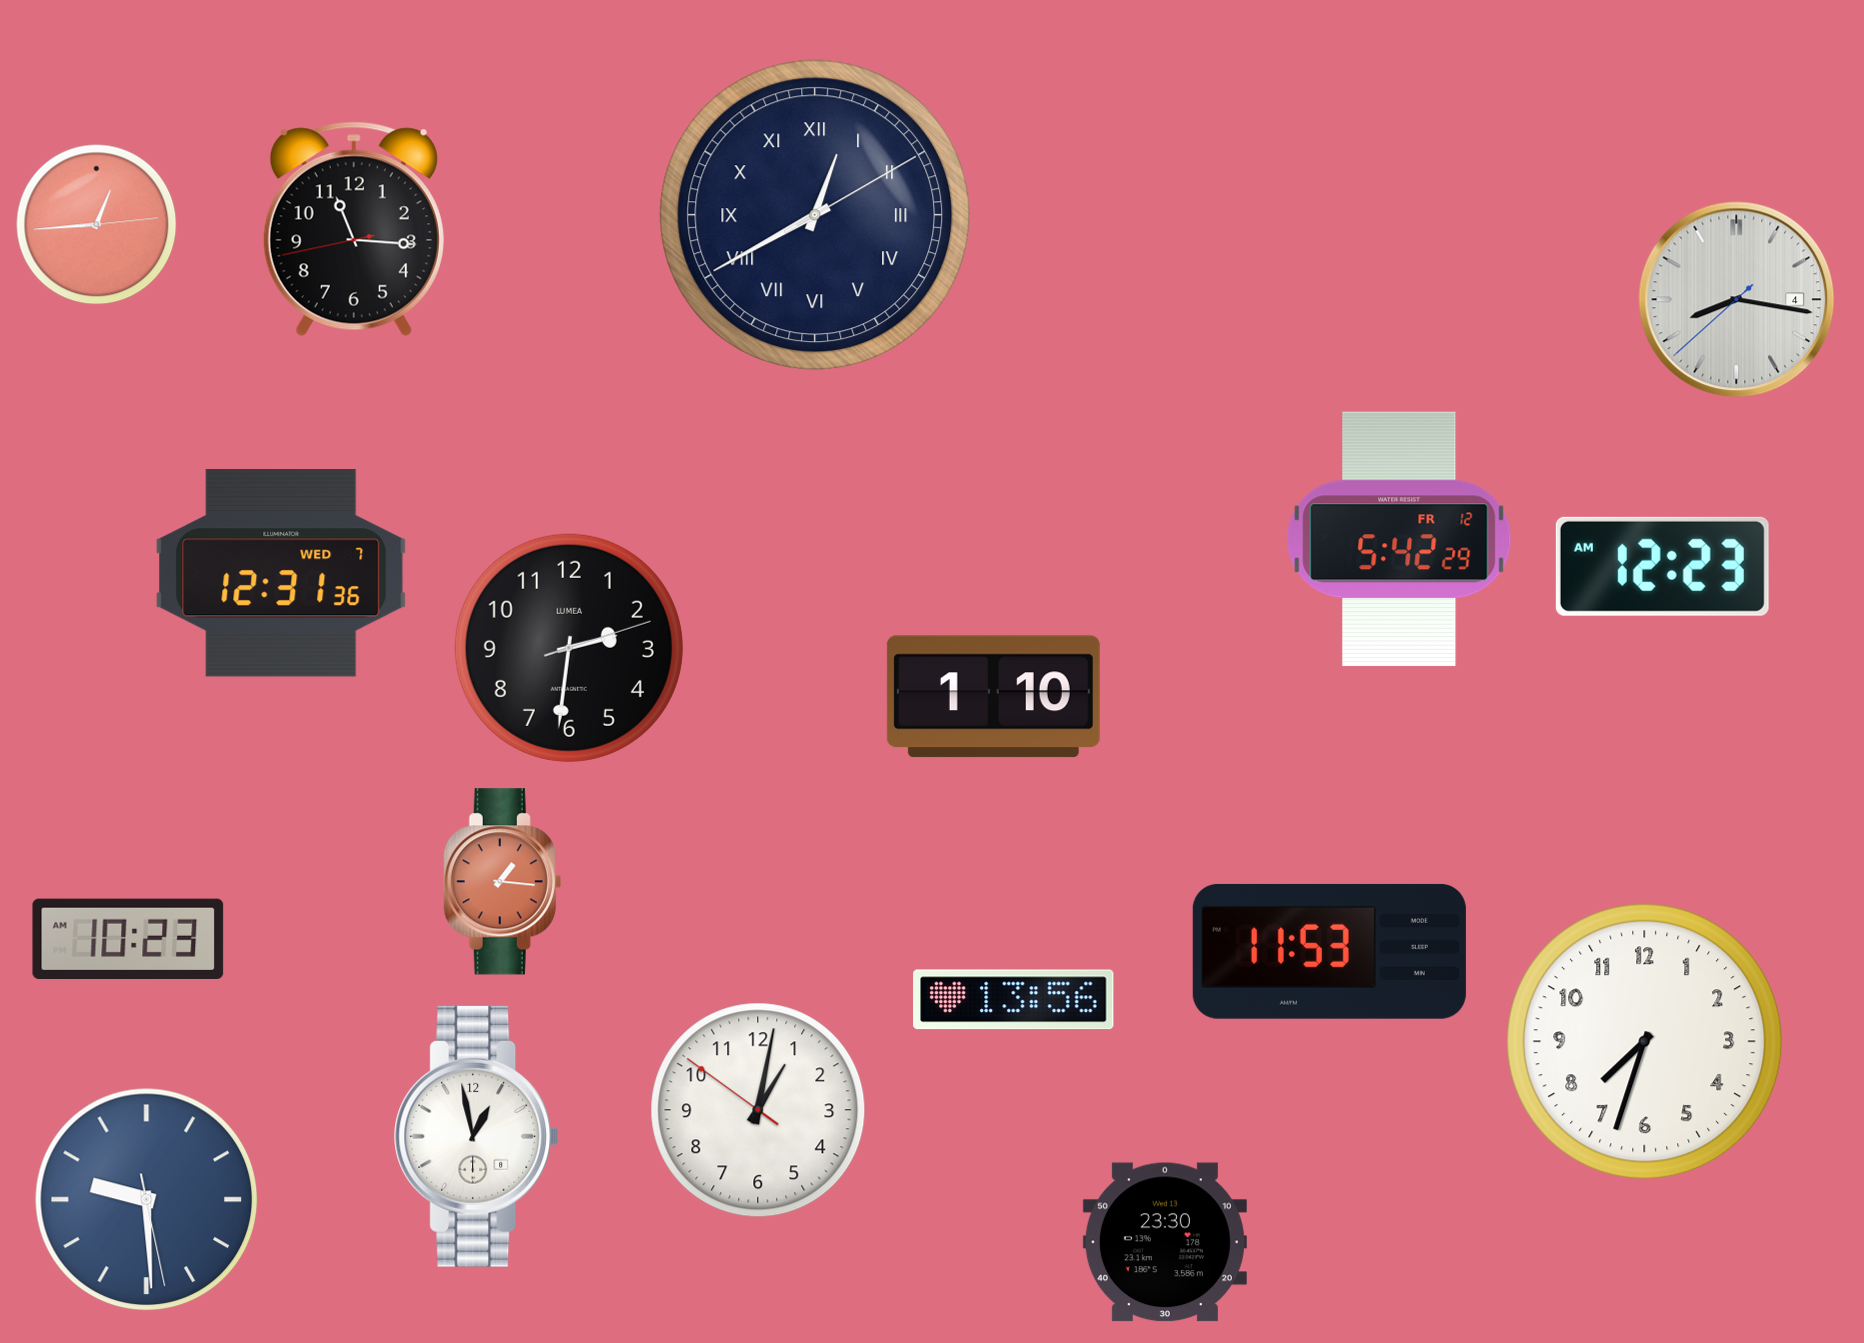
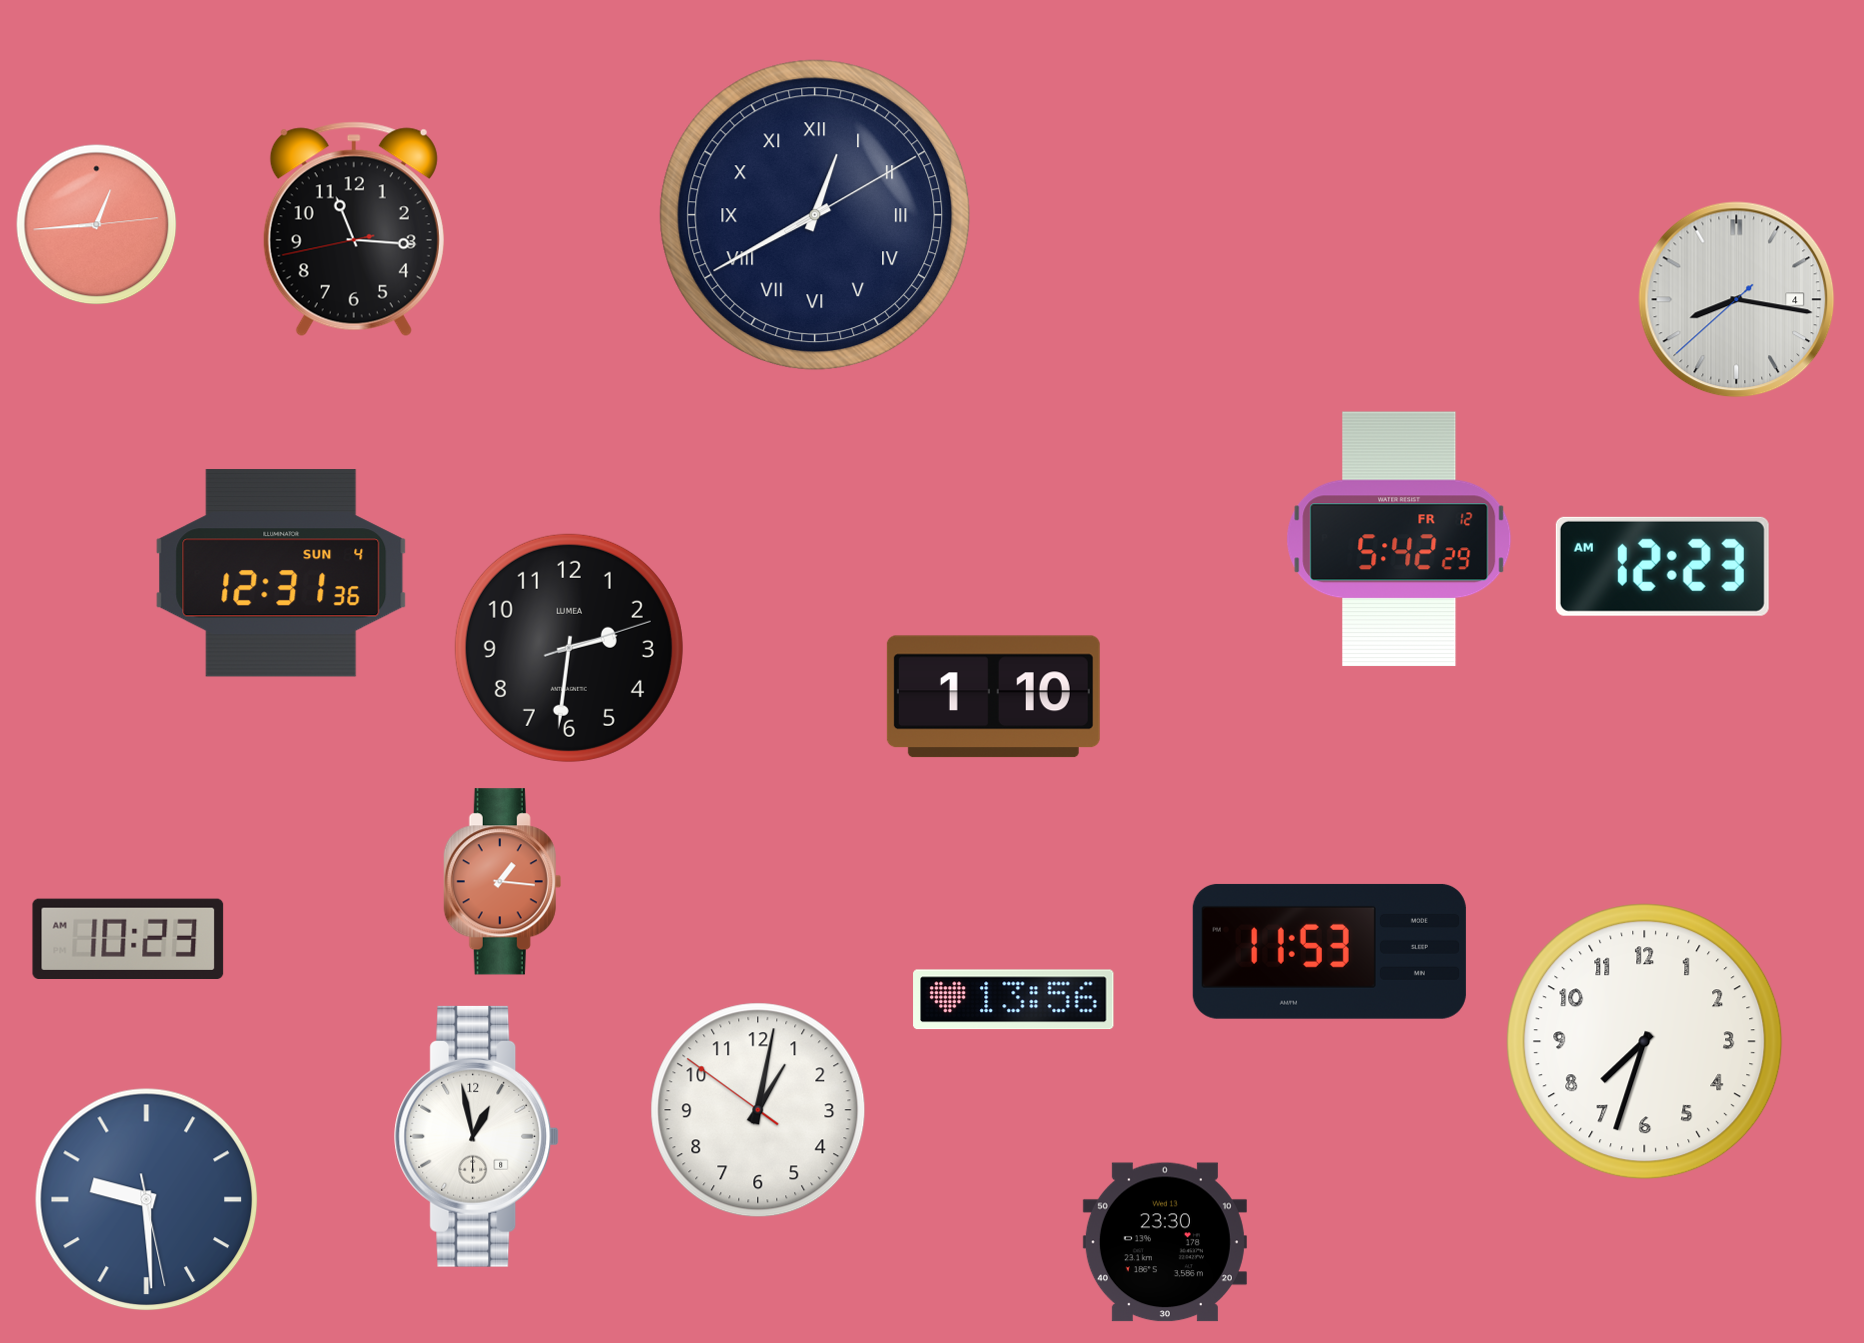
clock at (281, 573) date: WED 7 -> SUN 4
